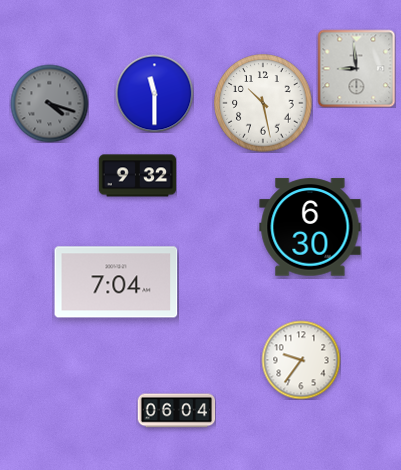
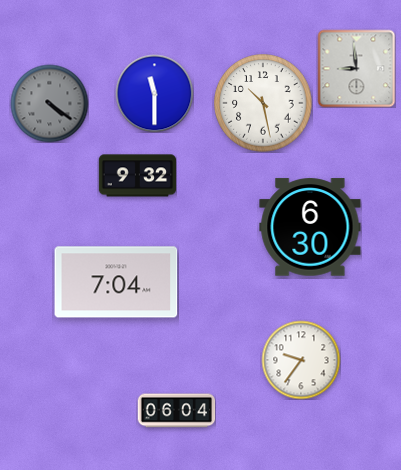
clock at (49, 103): 4:18 -> 4:21
